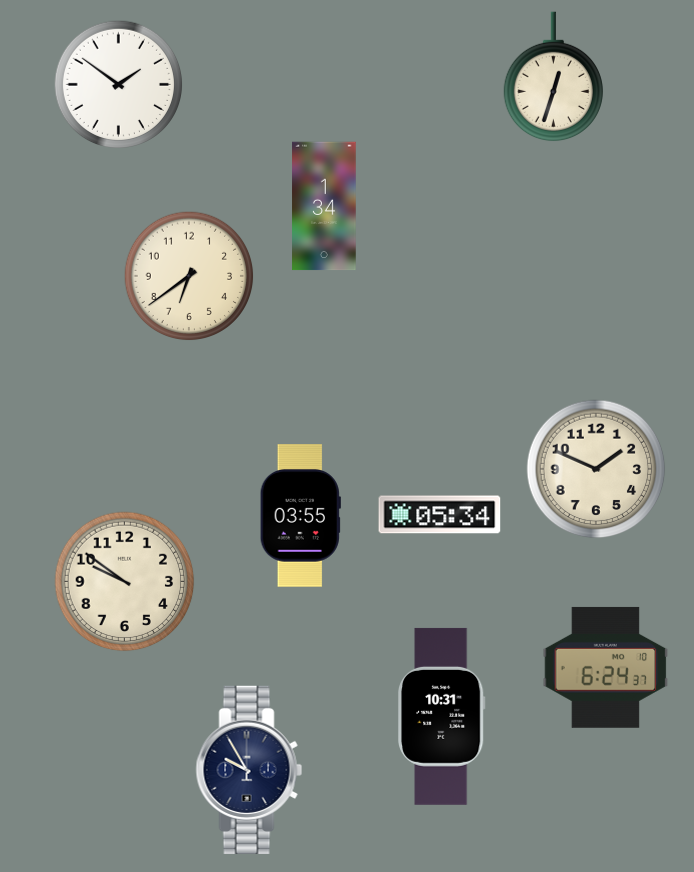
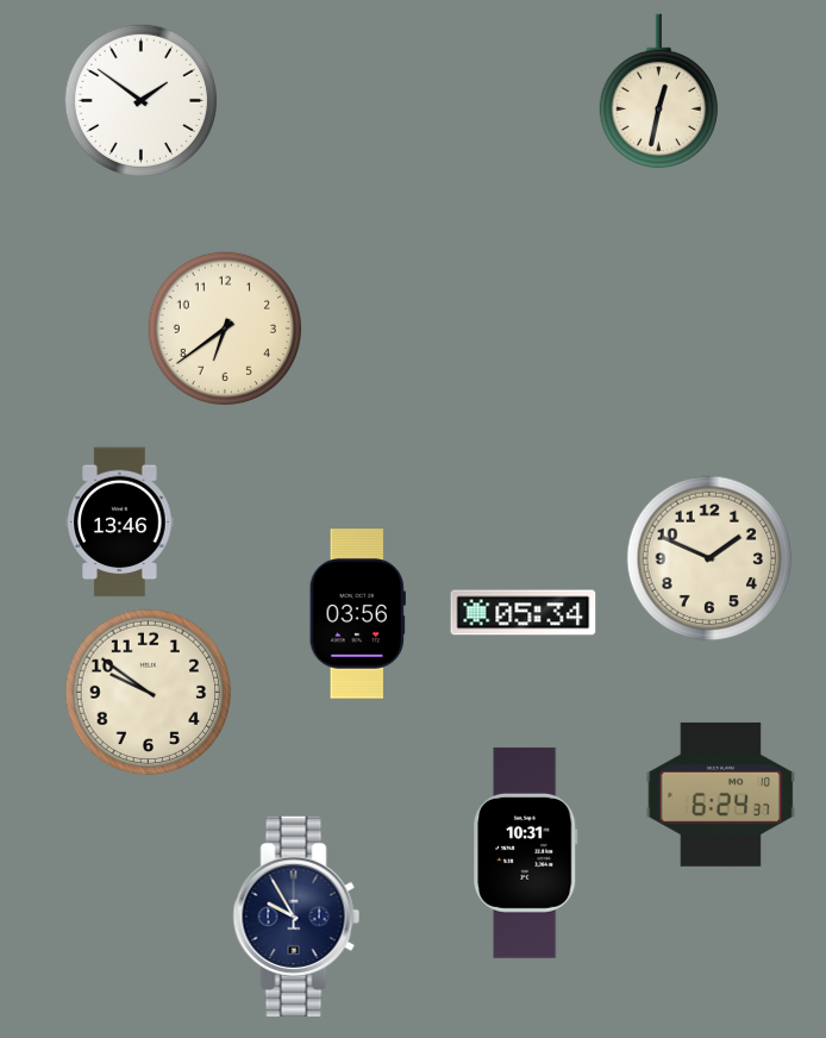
clock at (553, 77): 12:33 -> 12:32
clock at (324, 206): 1:34 -> none
clock at (120, 523): none -> 13:46
clock at (300, 516): 03:55 -> 03:56
